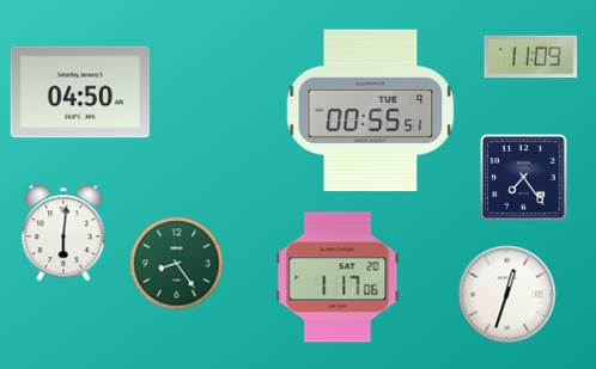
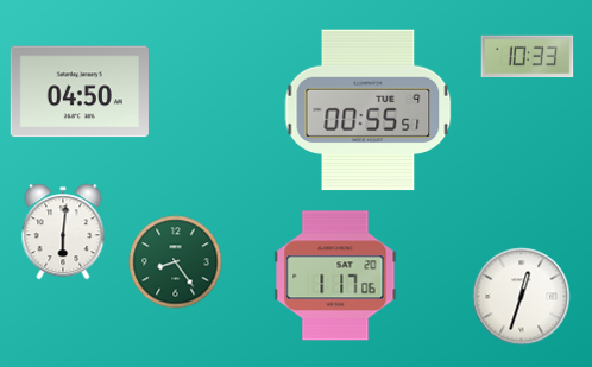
clock at (531, 57): 11:09 -> 10:33
clock at (524, 178): 7:24 -> none
clock at (507, 295) position: (507, 295) -> (522, 297)
